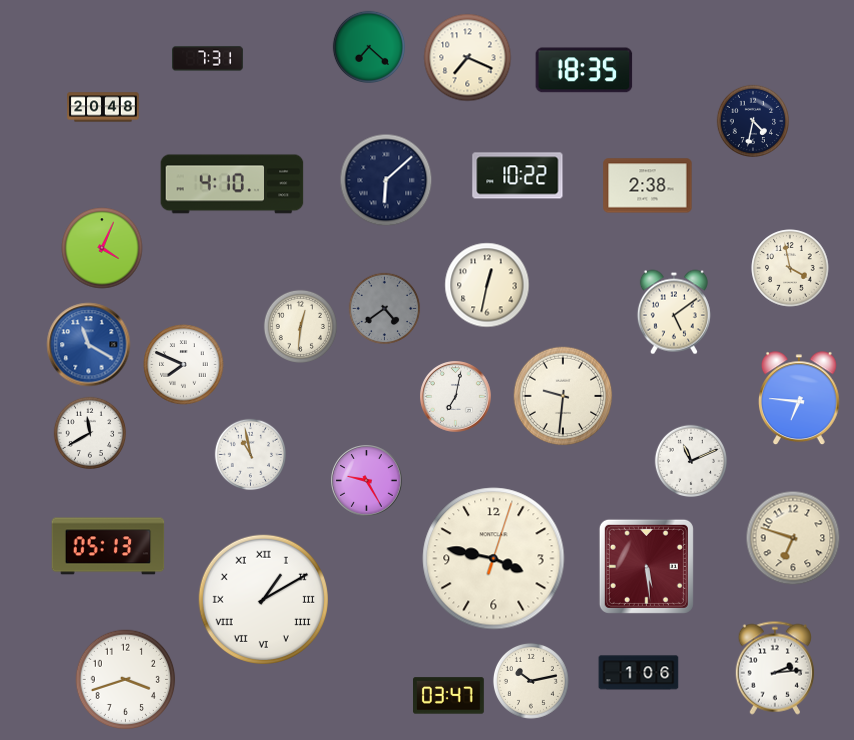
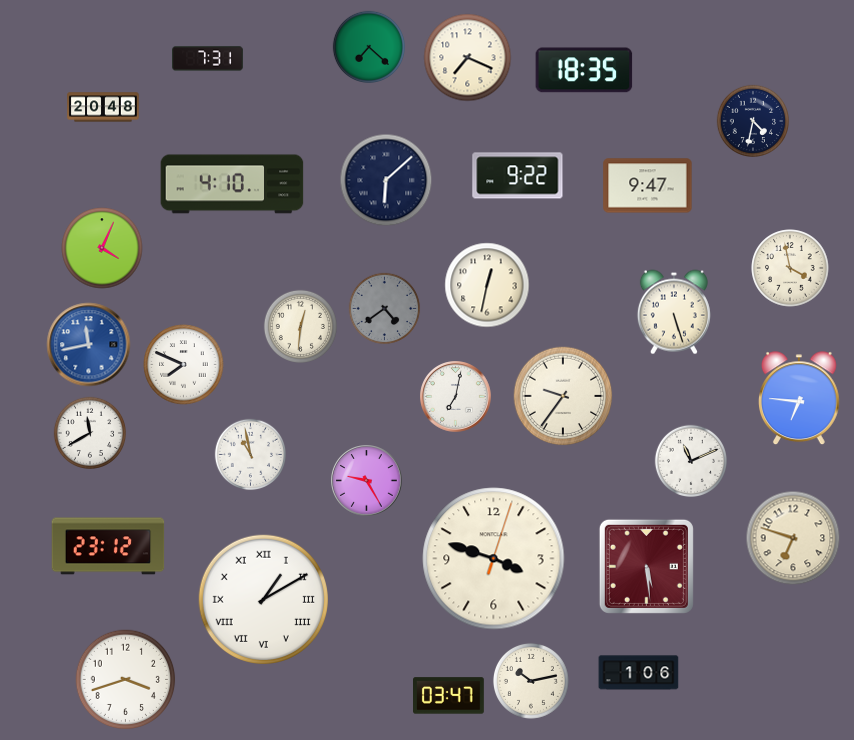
clock at (518, 176): 10:22 -> 9:22
clock at (648, 186): 2:38 -> 9:47
clock at (674, 312): 5:09 -> 5:27
clock at (89, 345): 11:20 -> 11:43
clock at (563, 396): 9:31 -> 9:36
clock at (108, 546): 05:13 -> 23:12
clock at (494, 559): 3:47 -> 3:48
clock at (774, 668): 2:14 -> none
